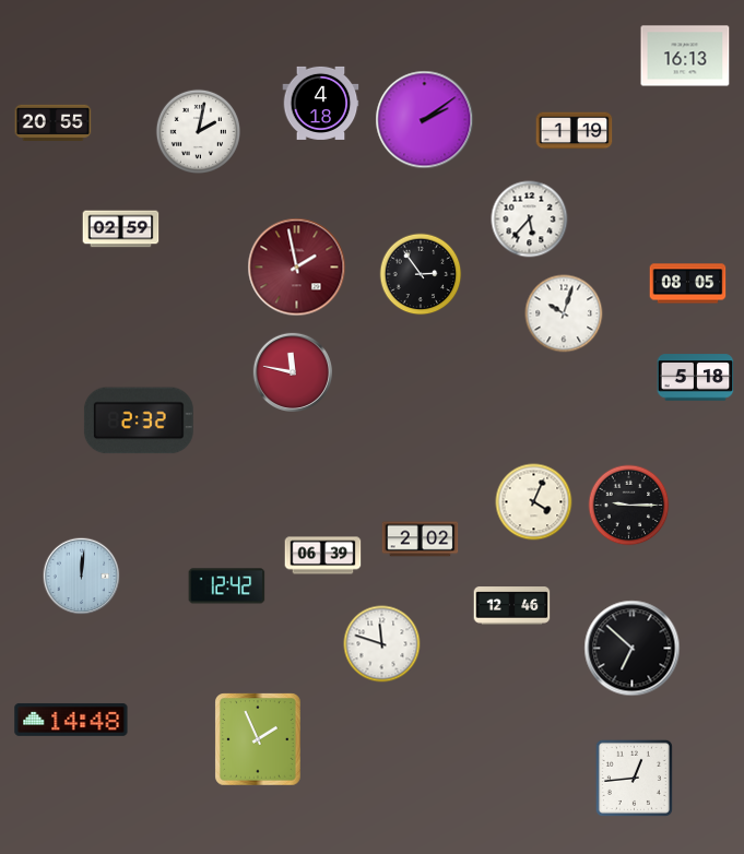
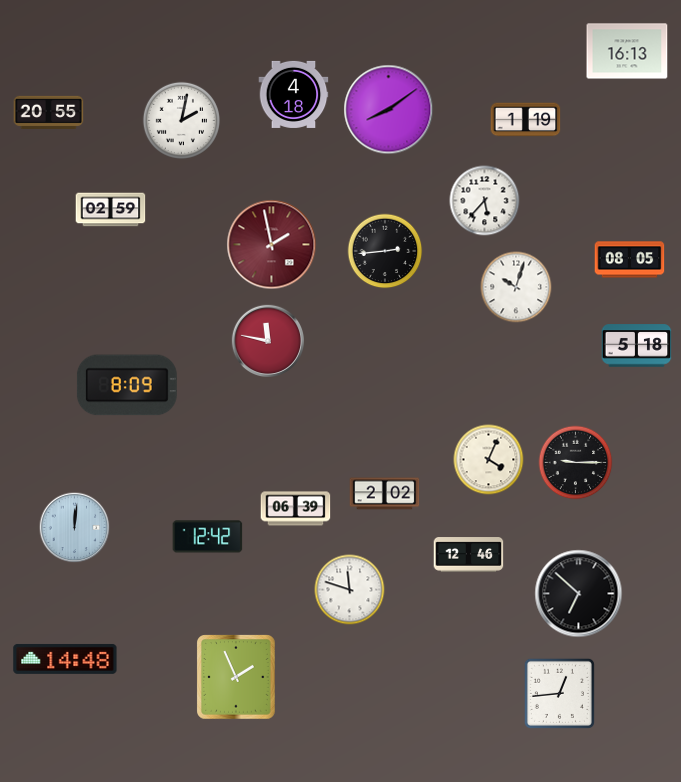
clock at (425, 120): 2:09 -> 8:09
clock at (421, 274): 2:54 -> 2:44
clock at (139, 420): 2:32 -> 8:09
clock at (634, 778) position: (634, 778) -> (559, 693)
